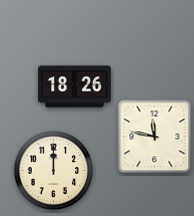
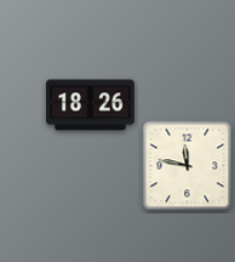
clock at (54, 171): 12:00 -> none
